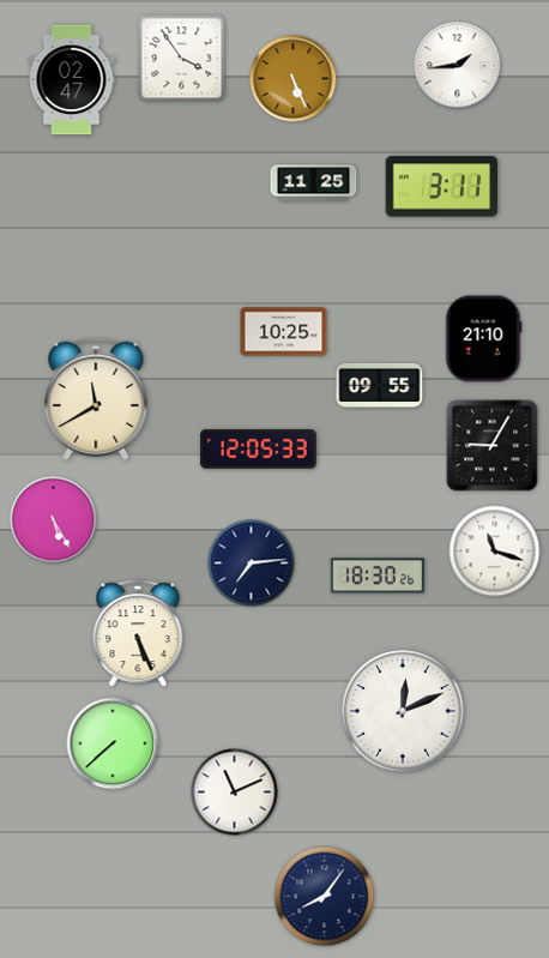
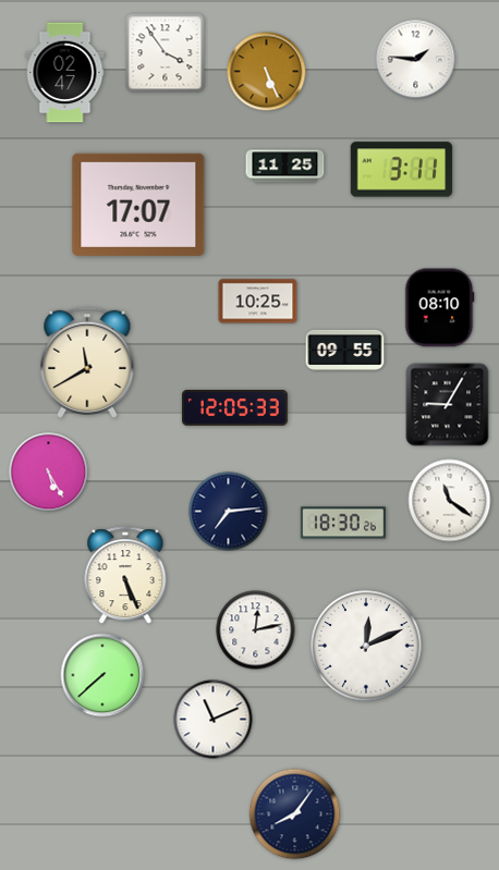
clock at (458, 66): 1:44 -> 1:46
clock at (138, 205): none -> 17:07
clock at (484, 339): 21:10 -> 08:10
clock at (495, 552): 11:18 -> 11:21
clock at (256, 630): none -> 12:13
